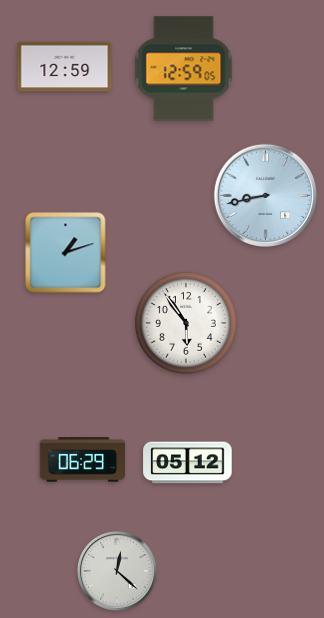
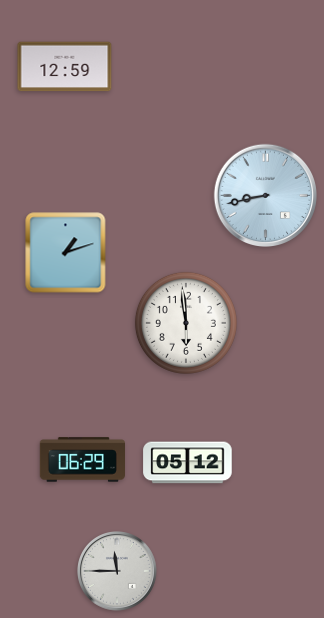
clock at (184, 69): 12:59 -> none
clock at (186, 323): 5:54 -> 5:59
clock at (117, 571): 12:22 -> 11:45
